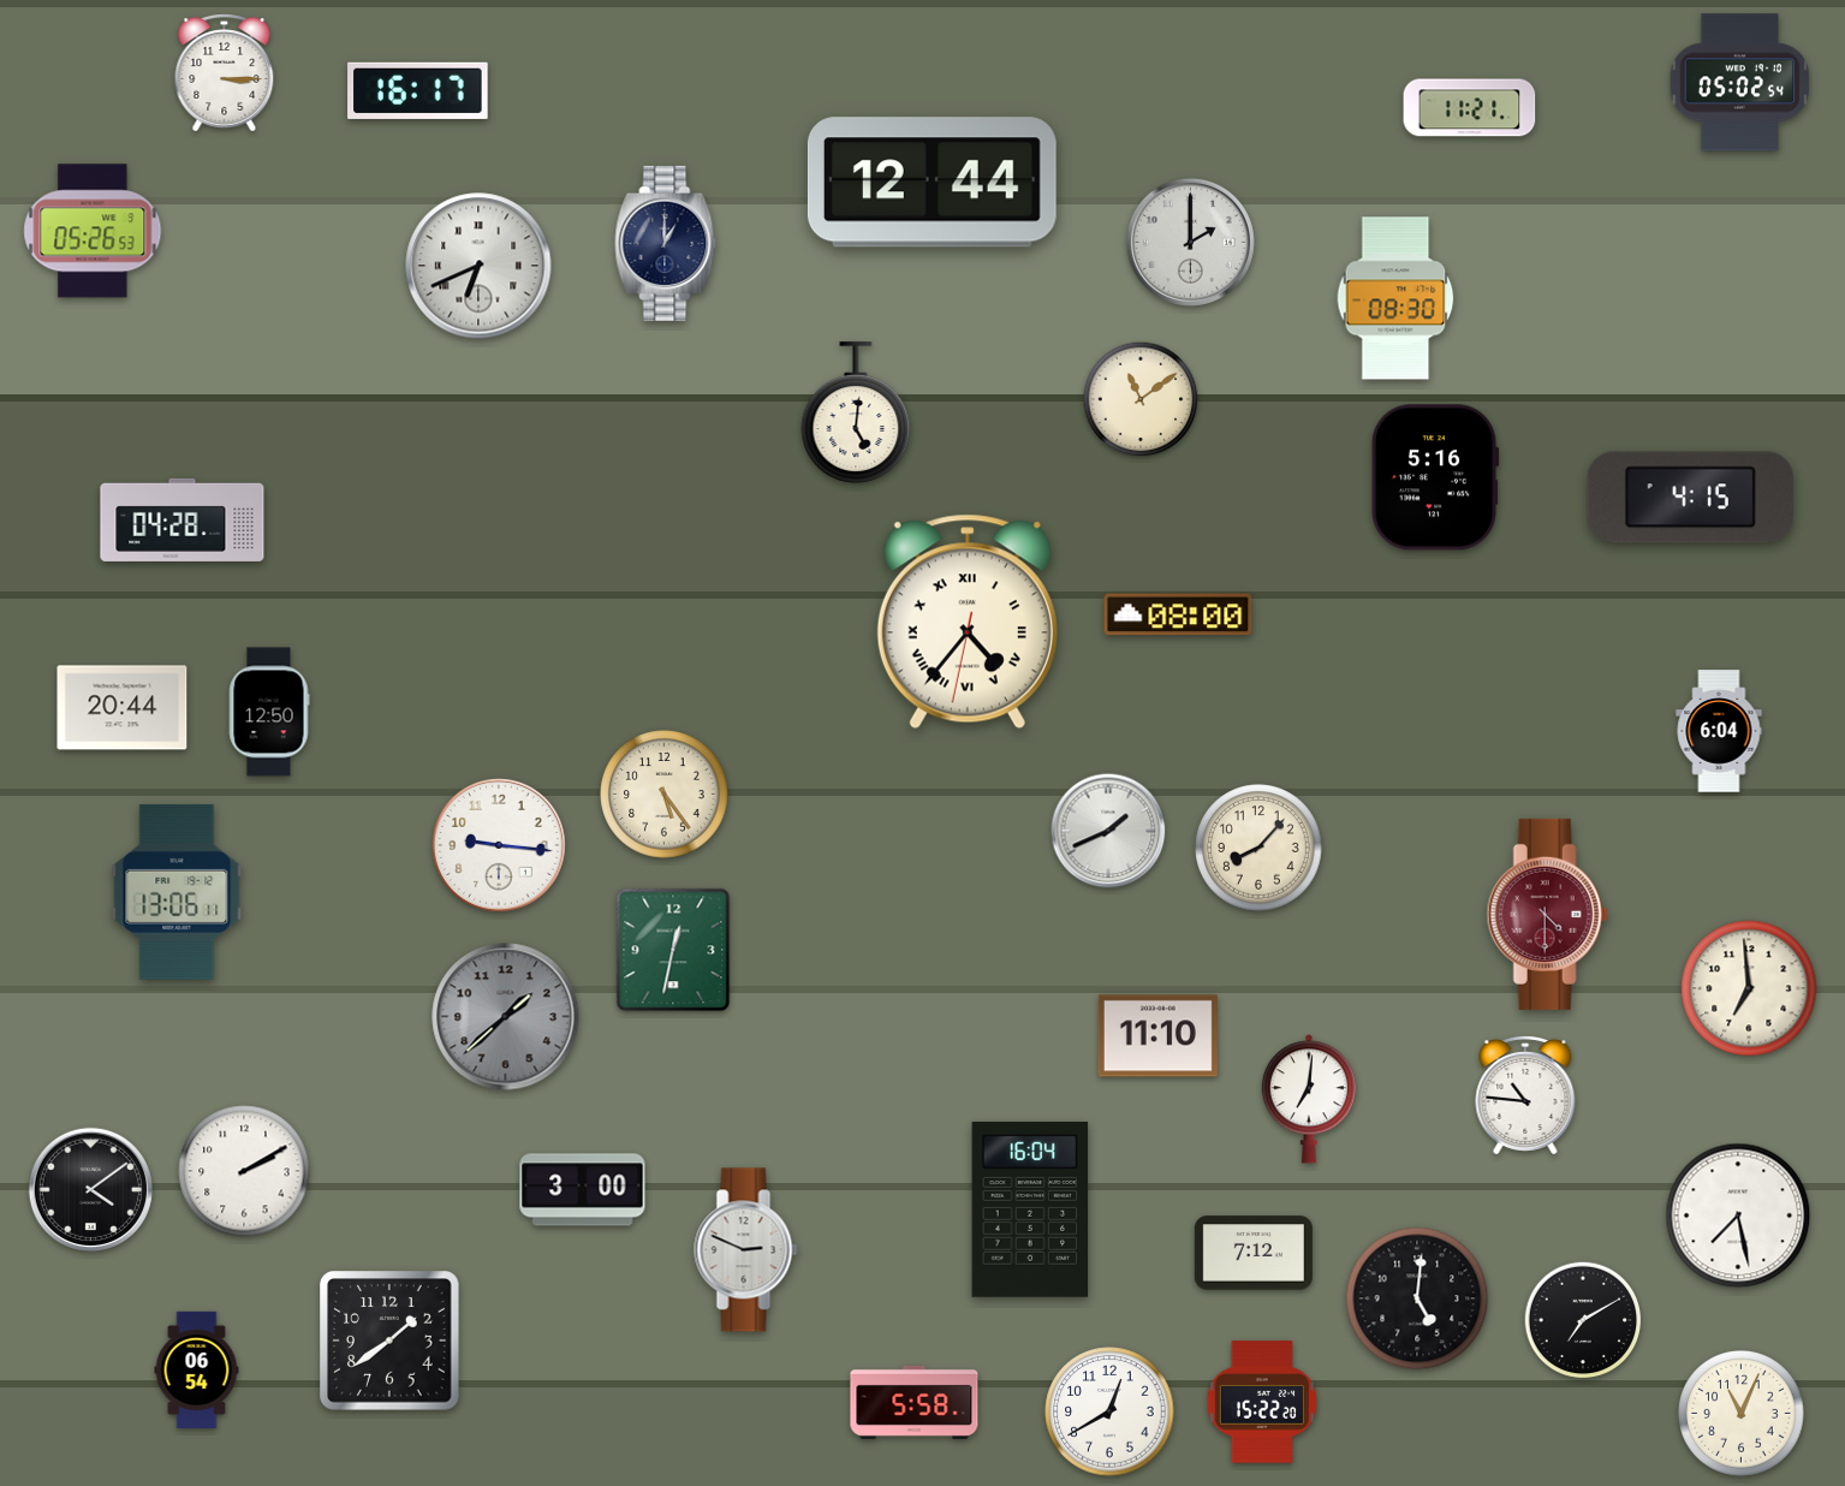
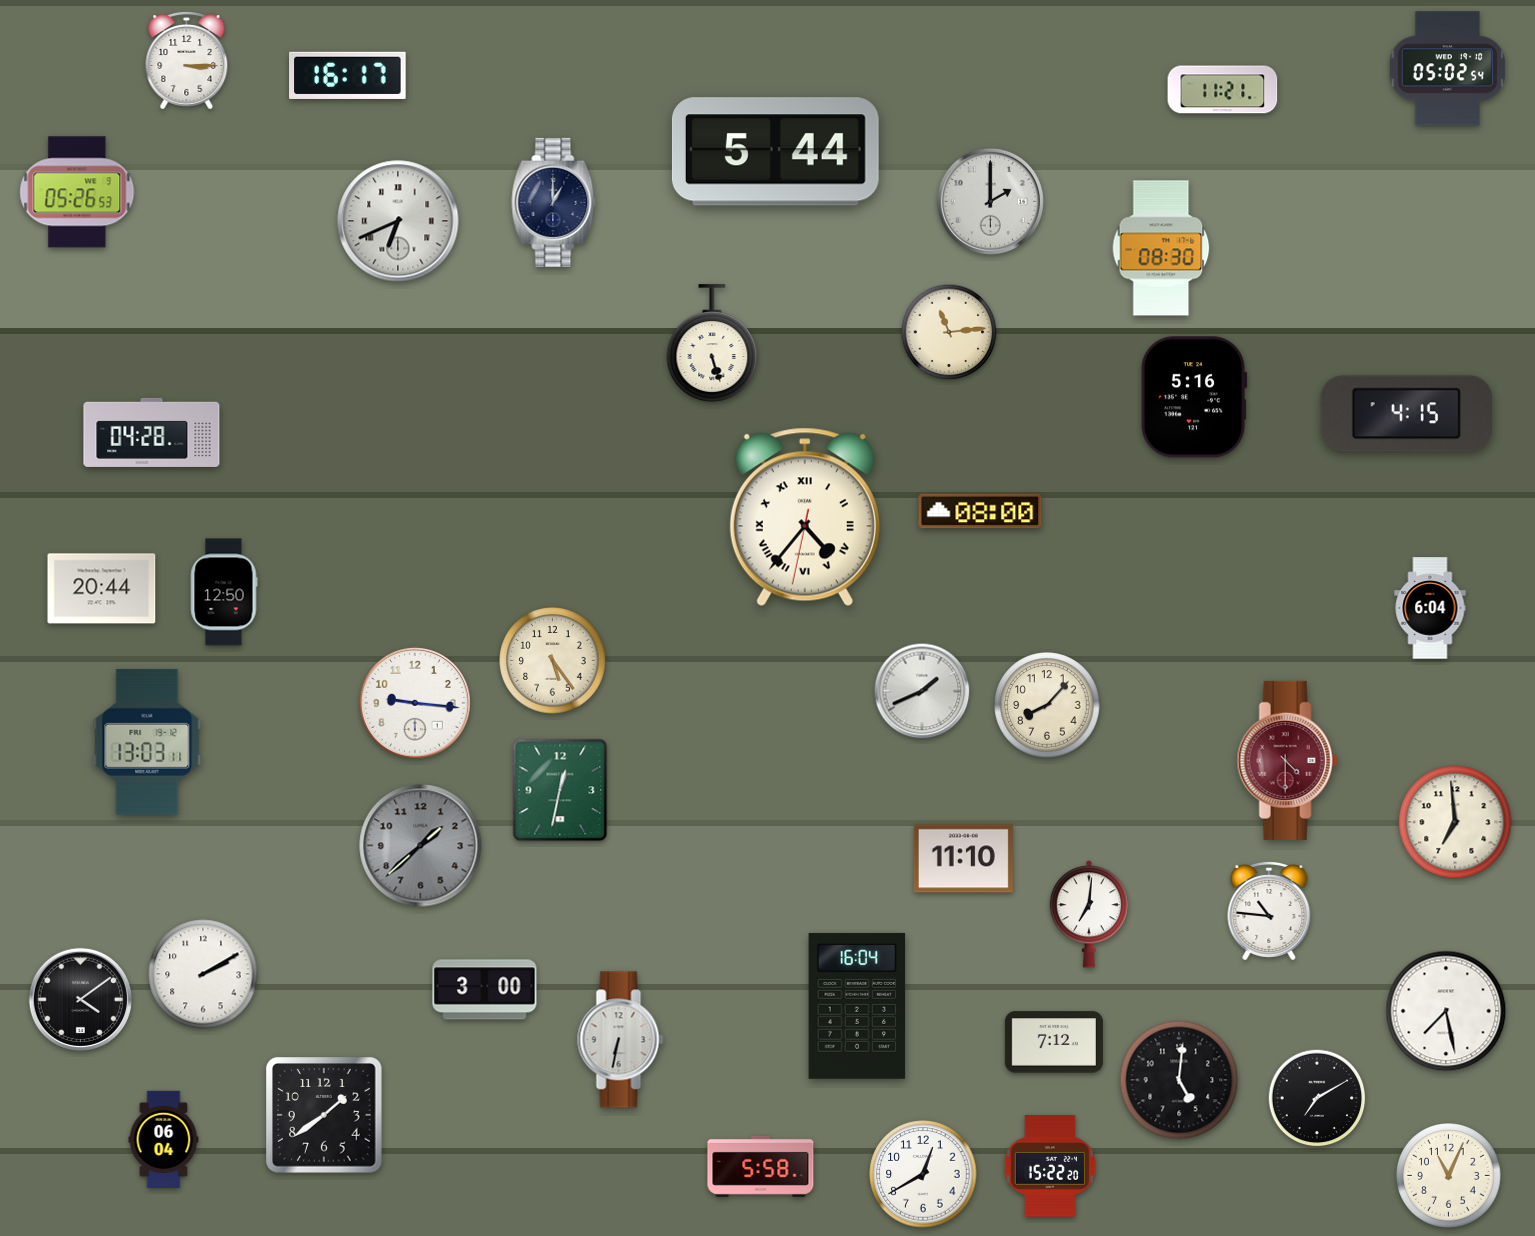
clock at (932, 183): 12:44 -> 5:44
clock at (1141, 399): 11:09 -> 11:14
clock at (856, 412): 5:01 -> 5:27
clock at (177, 892): 13:06 -> 13:03
clock at (1157, 1036) position: (1157, 1036) -> (963, 859)
clock at (90, 1189) position: (90, 1189) -> (80, 999)
clock at (746, 1250): 2:49 -> 6:32
clock at (1254, 1253) position: (1254, 1253) -> (1054, 1042)
clock at (197, 1369): 06:54 -> 06:04
